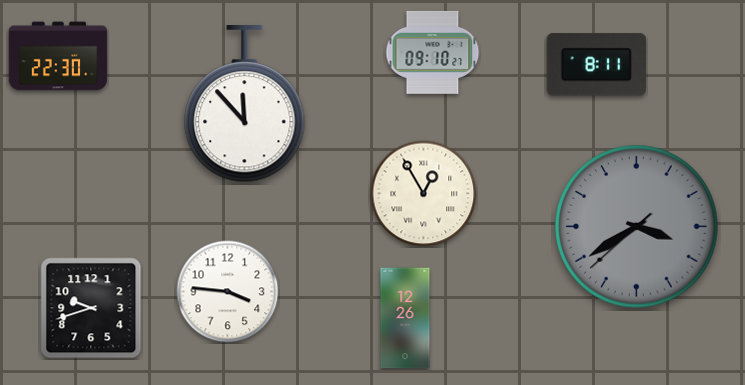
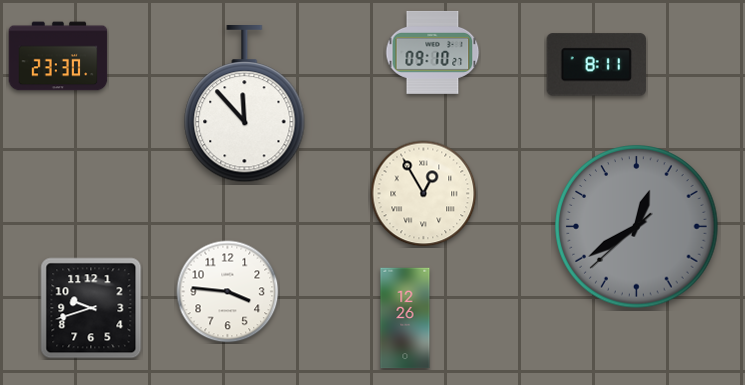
clock at (58, 56): 22:30 -> 23:30
clock at (637, 227): 3:39 -> 12:39
